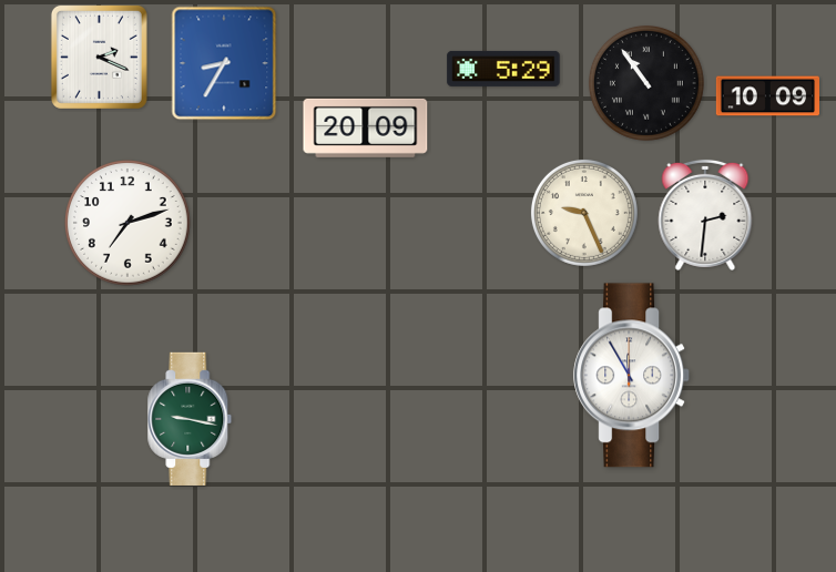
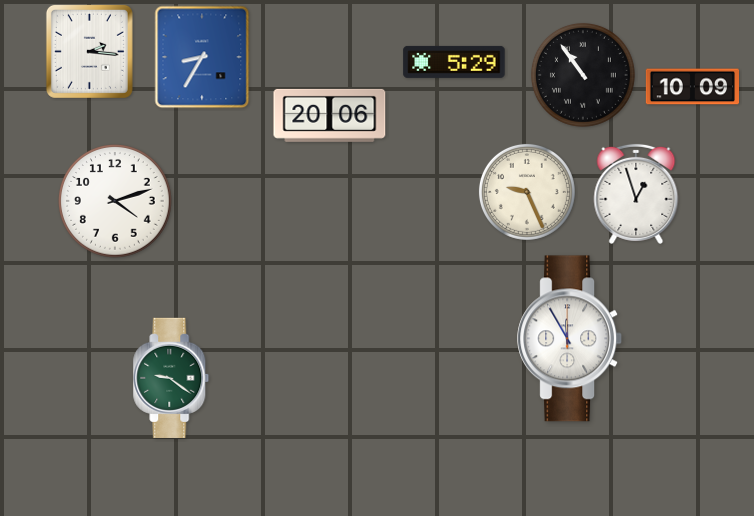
clock at (99, 57): 2:19 -> 2:16
clock at (366, 127): 20:09 -> 20:06
clock at (705, 215): 2:31 -> 12:57
clock at (129, 224): 7:12 -> 4:12
clock at (190, 419): 9:17 -> 9:21
